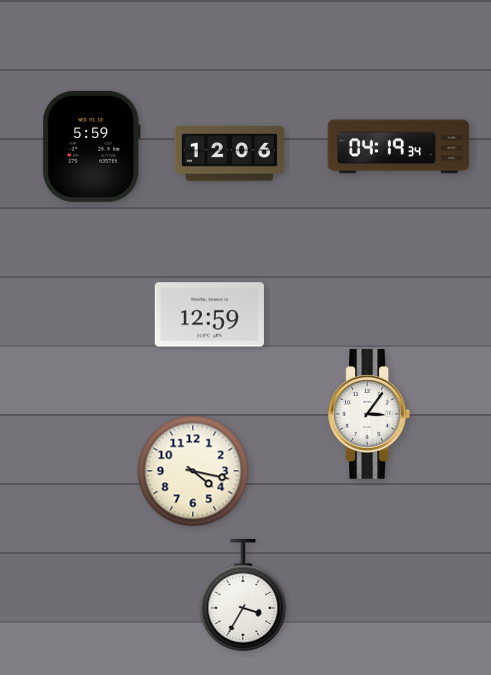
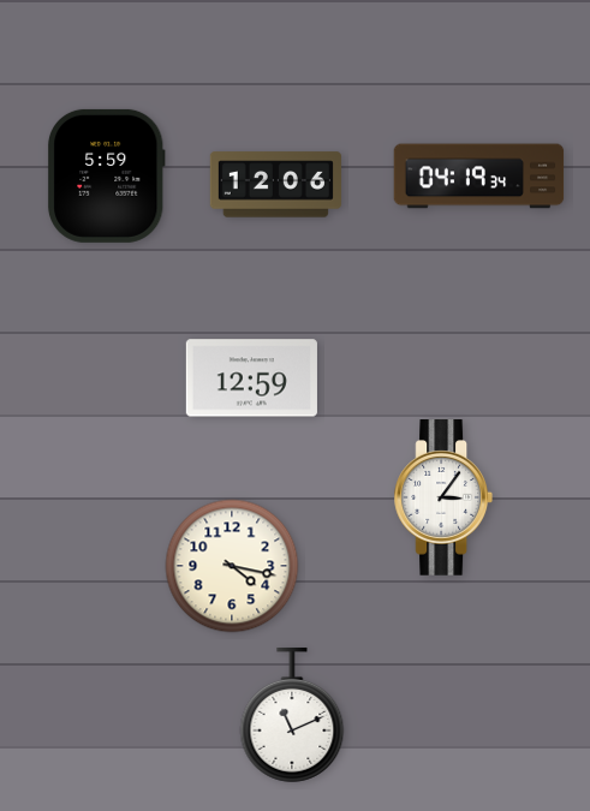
clock at (91, 146) position: (91, 146) -> (106, 175)
clock at (243, 595): 3:35 -> 11:11
